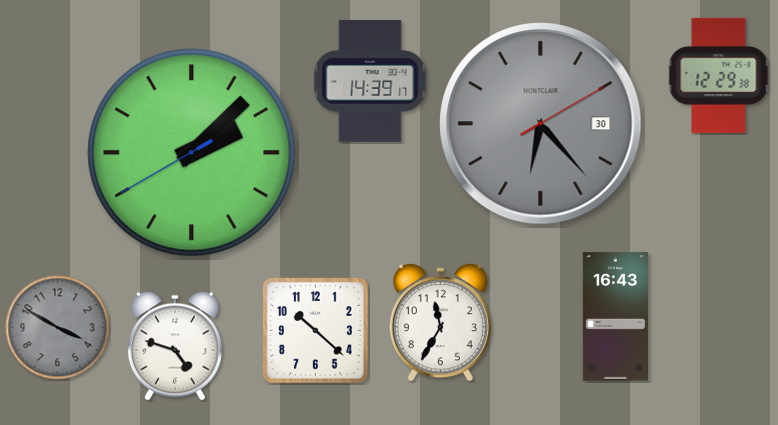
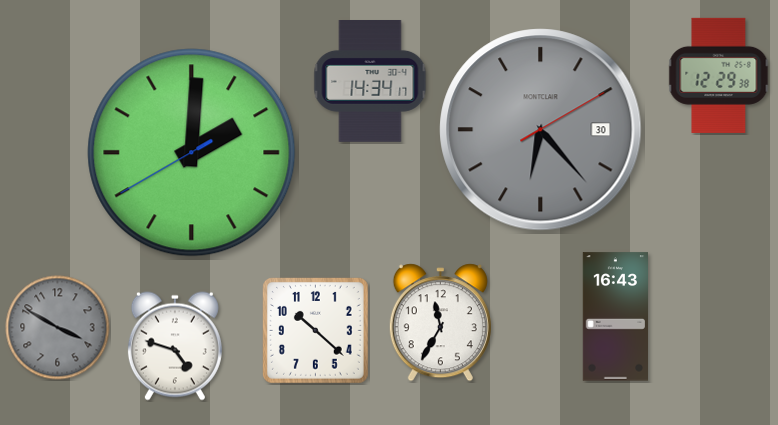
clock at (370, 82): 14:39 -> 14:34
clock at (541, 124) position: (541, 124) -> (541, 130)
clock at (192, 153): 2:07 -> 2:00
